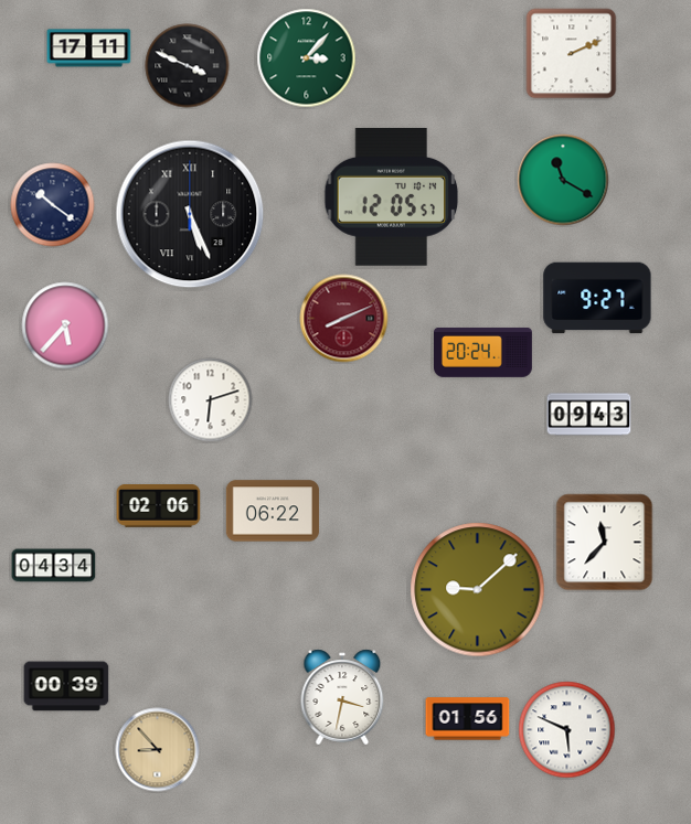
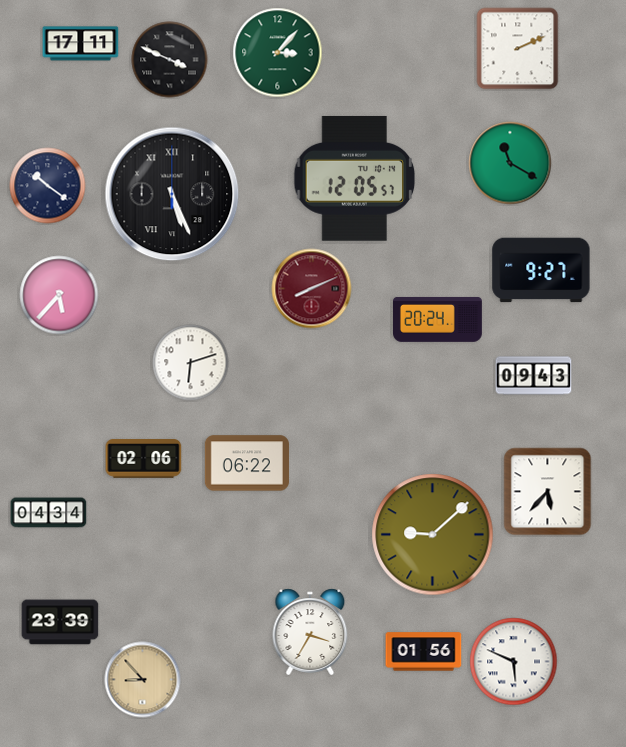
clock at (605, 543): 11:37 -> 5:37
clock at (66, 686): 00:39 -> 23:39
clock at (342, 697): 3:32 -> 3:35
